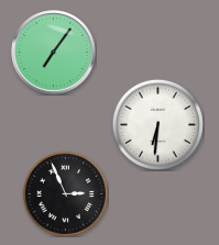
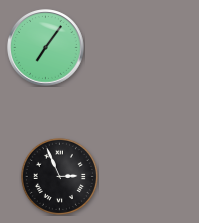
clock at (54, 53) position: (54, 53) -> (46, 48)
clock at (157, 124): 6:31 -> none
